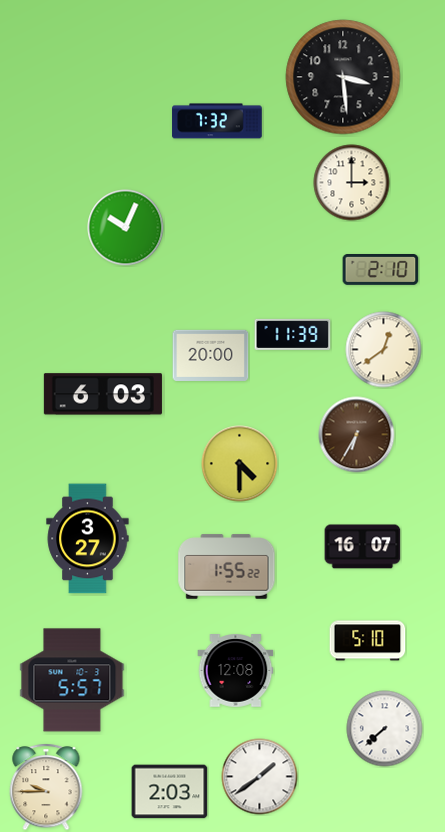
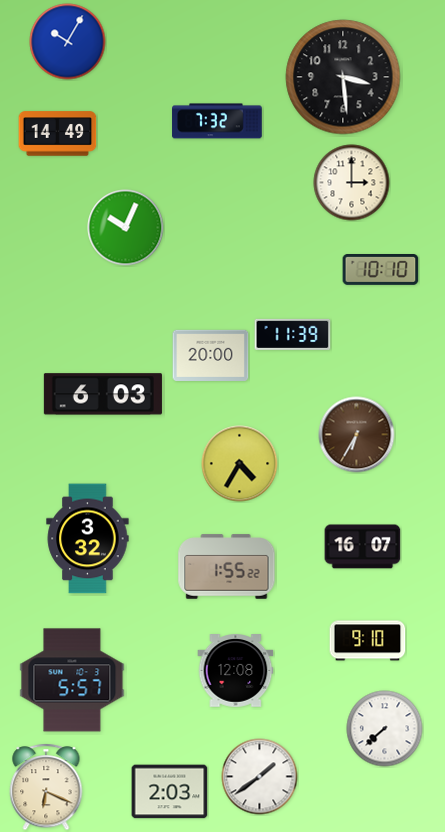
clock at (68, 42): none -> 10:05
clock at (58, 134): none -> 14:49
clock at (381, 270): 2:10 -> 10:10
clock at (384, 350): 12:39 -> none
clock at (240, 464): 4:30 -> 4:35
clock at (88, 539): 3:27 -> 3:32
clock at (368, 641): 5:10 -> 9:10
clock at (46, 787): 9:45 -> 6:19
